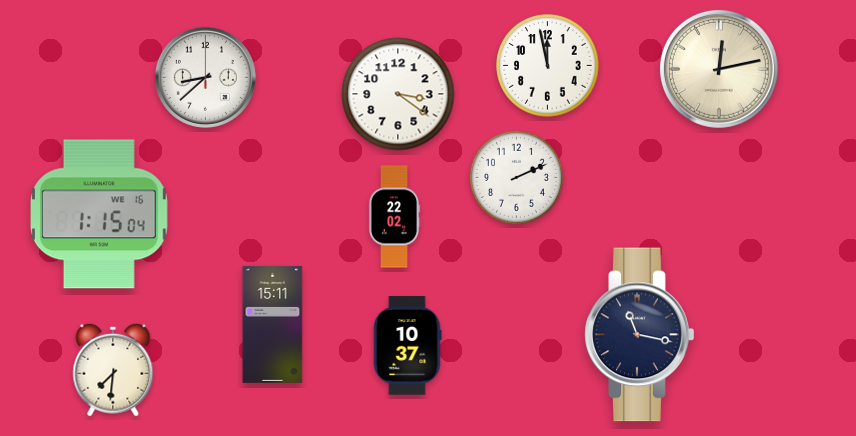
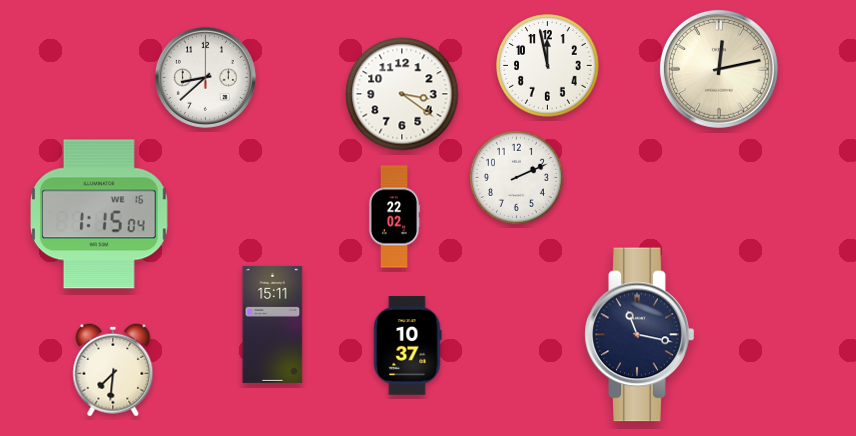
clock at (398, 94) position: (398, 94) -> (402, 94)
